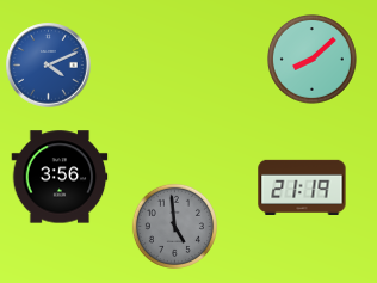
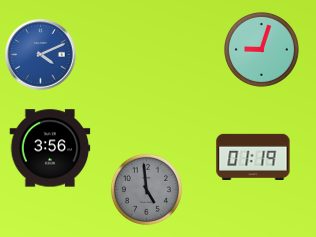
clock at (313, 60): 8:08 -> 9:03
clock at (302, 186): 21:19 -> 01:19
